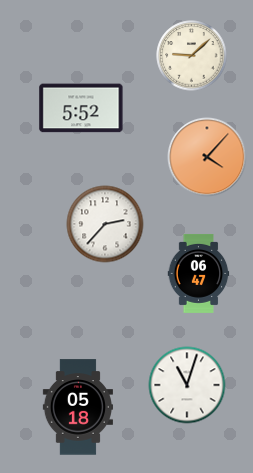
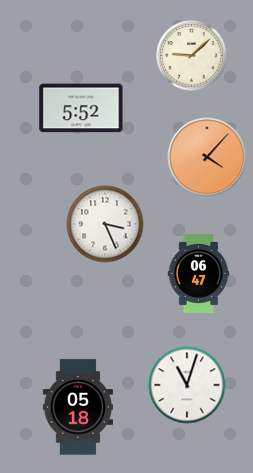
clock at (105, 224): 2:37 -> 3:26
